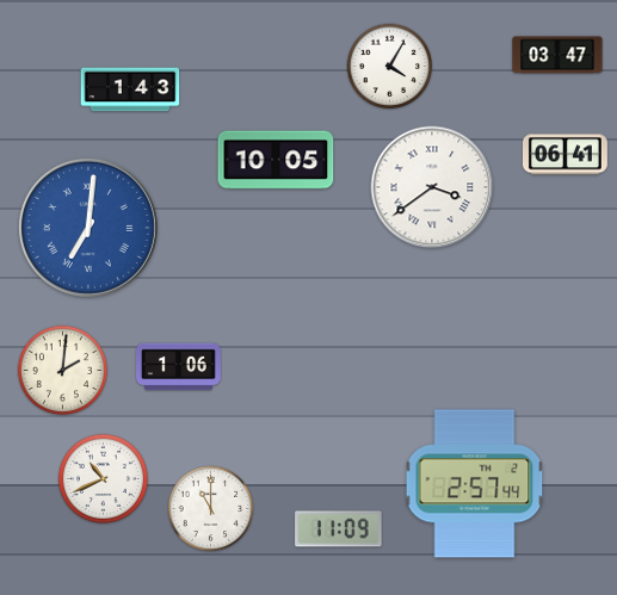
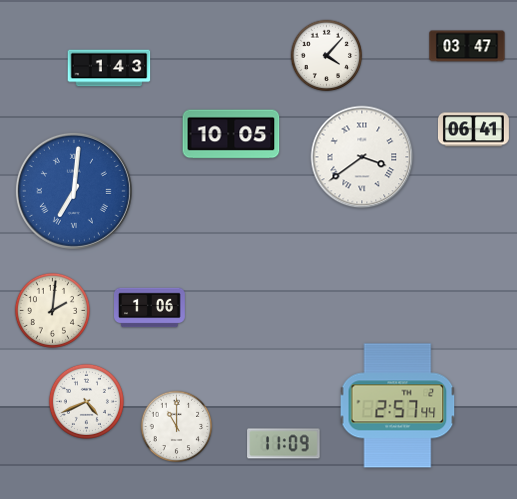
clock at (390, 67): 4:05 -> 4:07
clock at (130, 89) position: (130, 89) -> (109, 68)
clock at (103, 478): 10:41 -> 4:41
